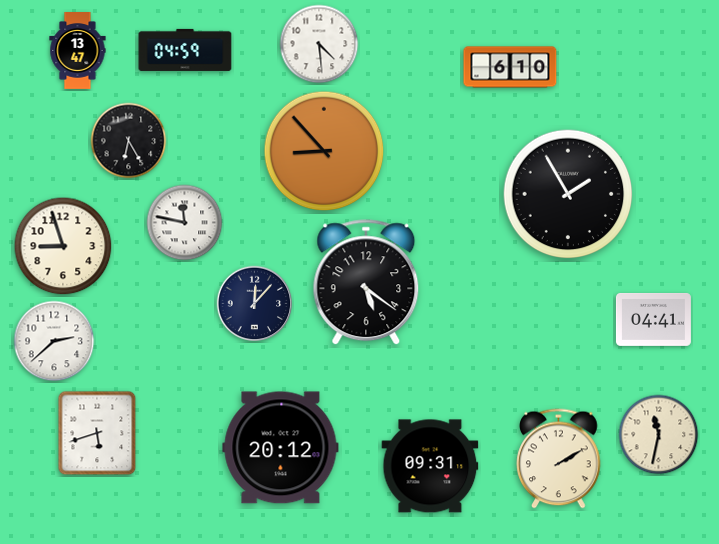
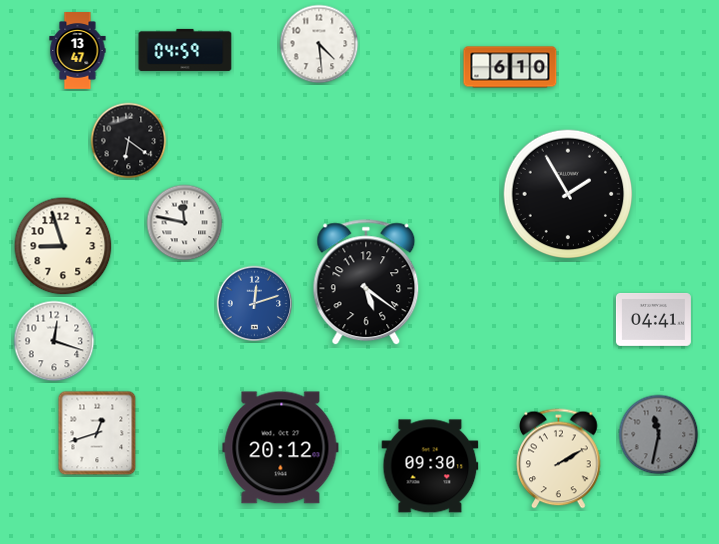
clock at (129, 141): 6:25 -> 6:21
clock at (324, 151): 8:53 -> none
clock at (255, 304): 12:07 -> 12:12
clock at (255, 304) dial: navy -> blue
clock at (54, 341): 2:38 -> 12:18
clock at (97, 433): 5:42 -> 12:42
clock at (659, 435) dial: cream -> grey
clock at (430, 466): 09:31 -> 09:30
